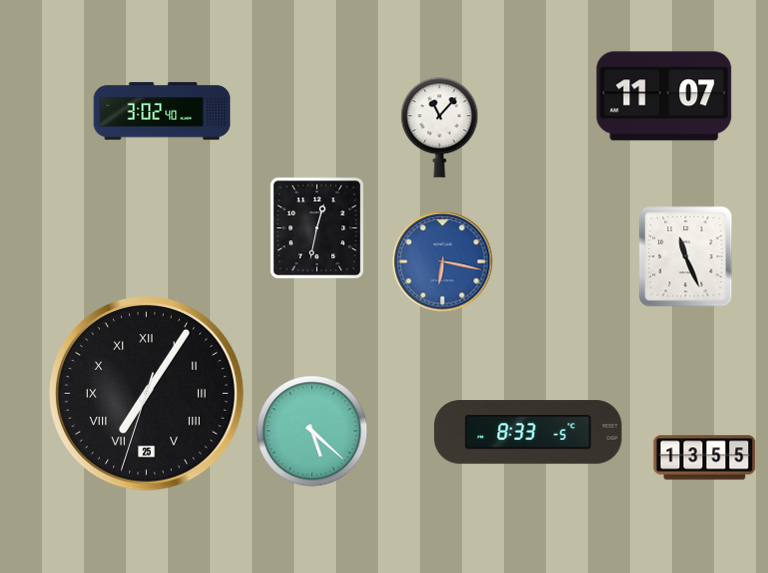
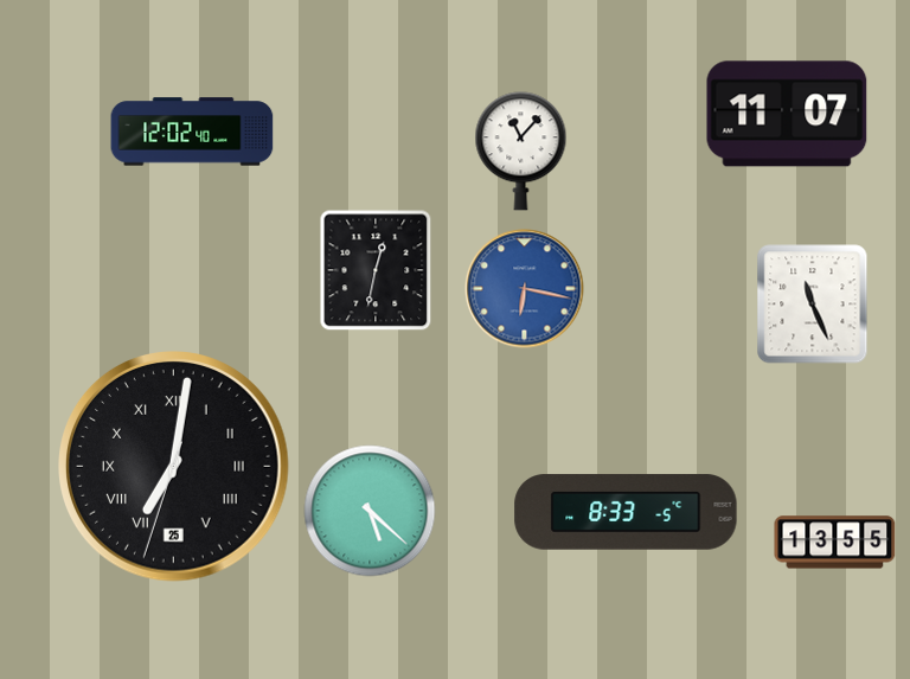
clock at (162, 111): 3:02 -> 12:02
clock at (443, 262) position: (443, 262) -> (525, 289)
clock at (147, 394): 7:05 -> 7:01
